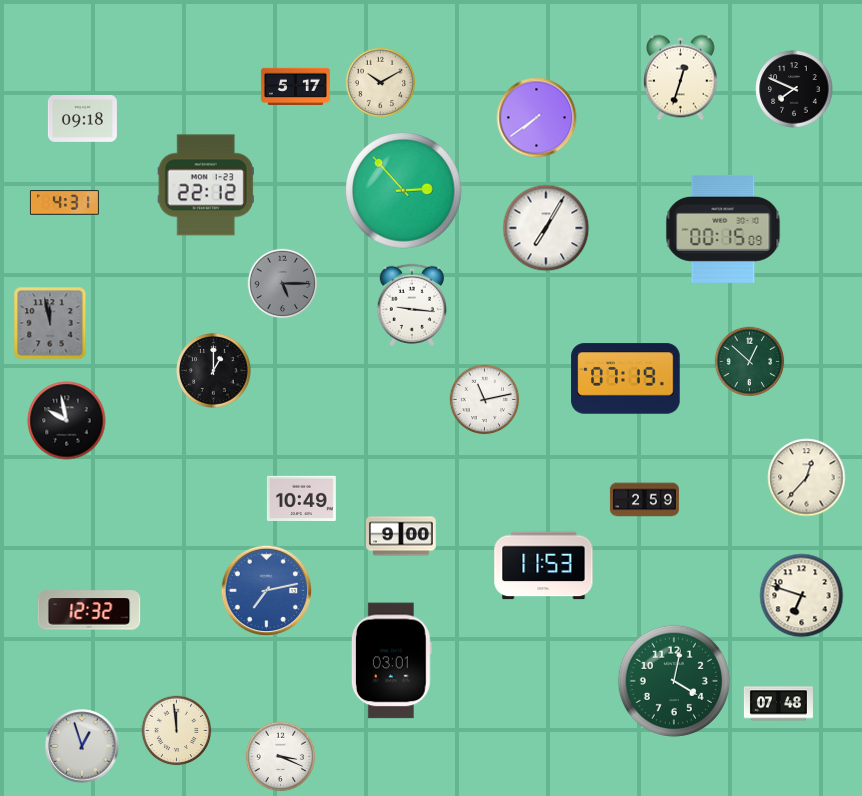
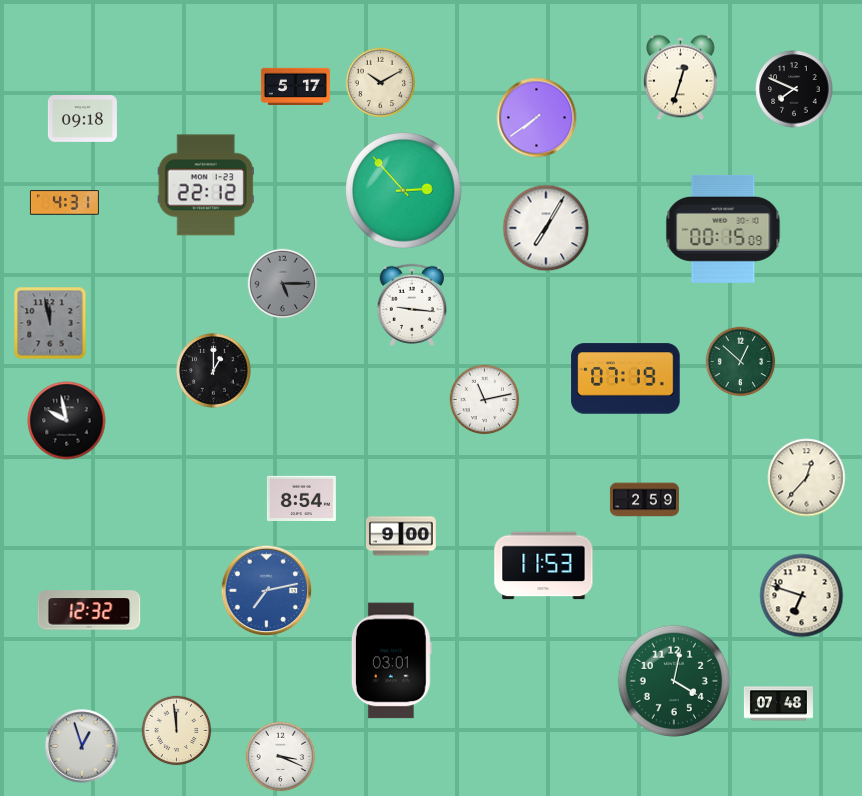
clock at (750, 362) position: (750, 362) -> (741, 362)
clock at (301, 498): 10:49 -> 8:54
